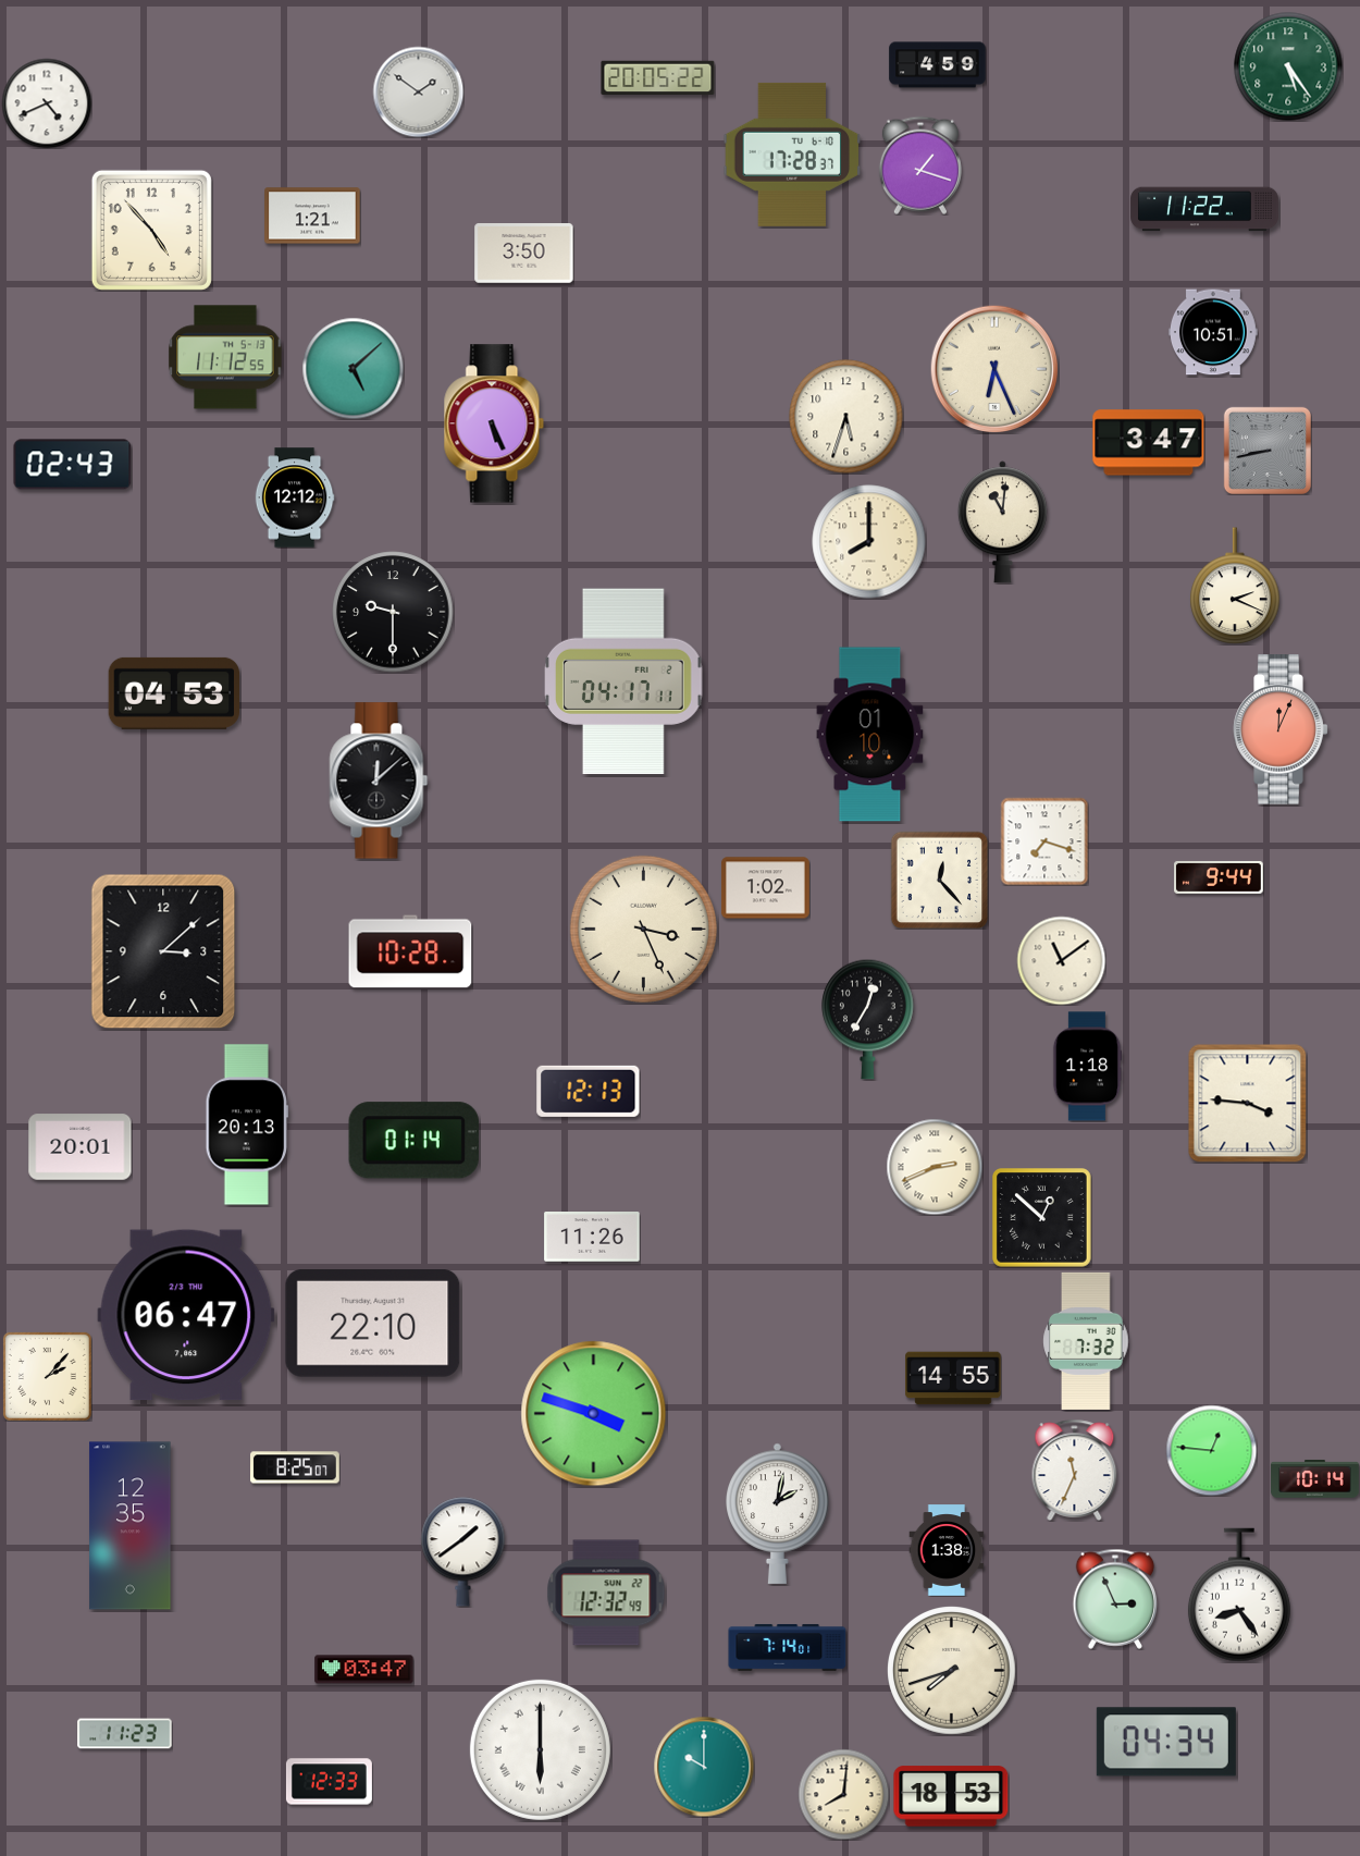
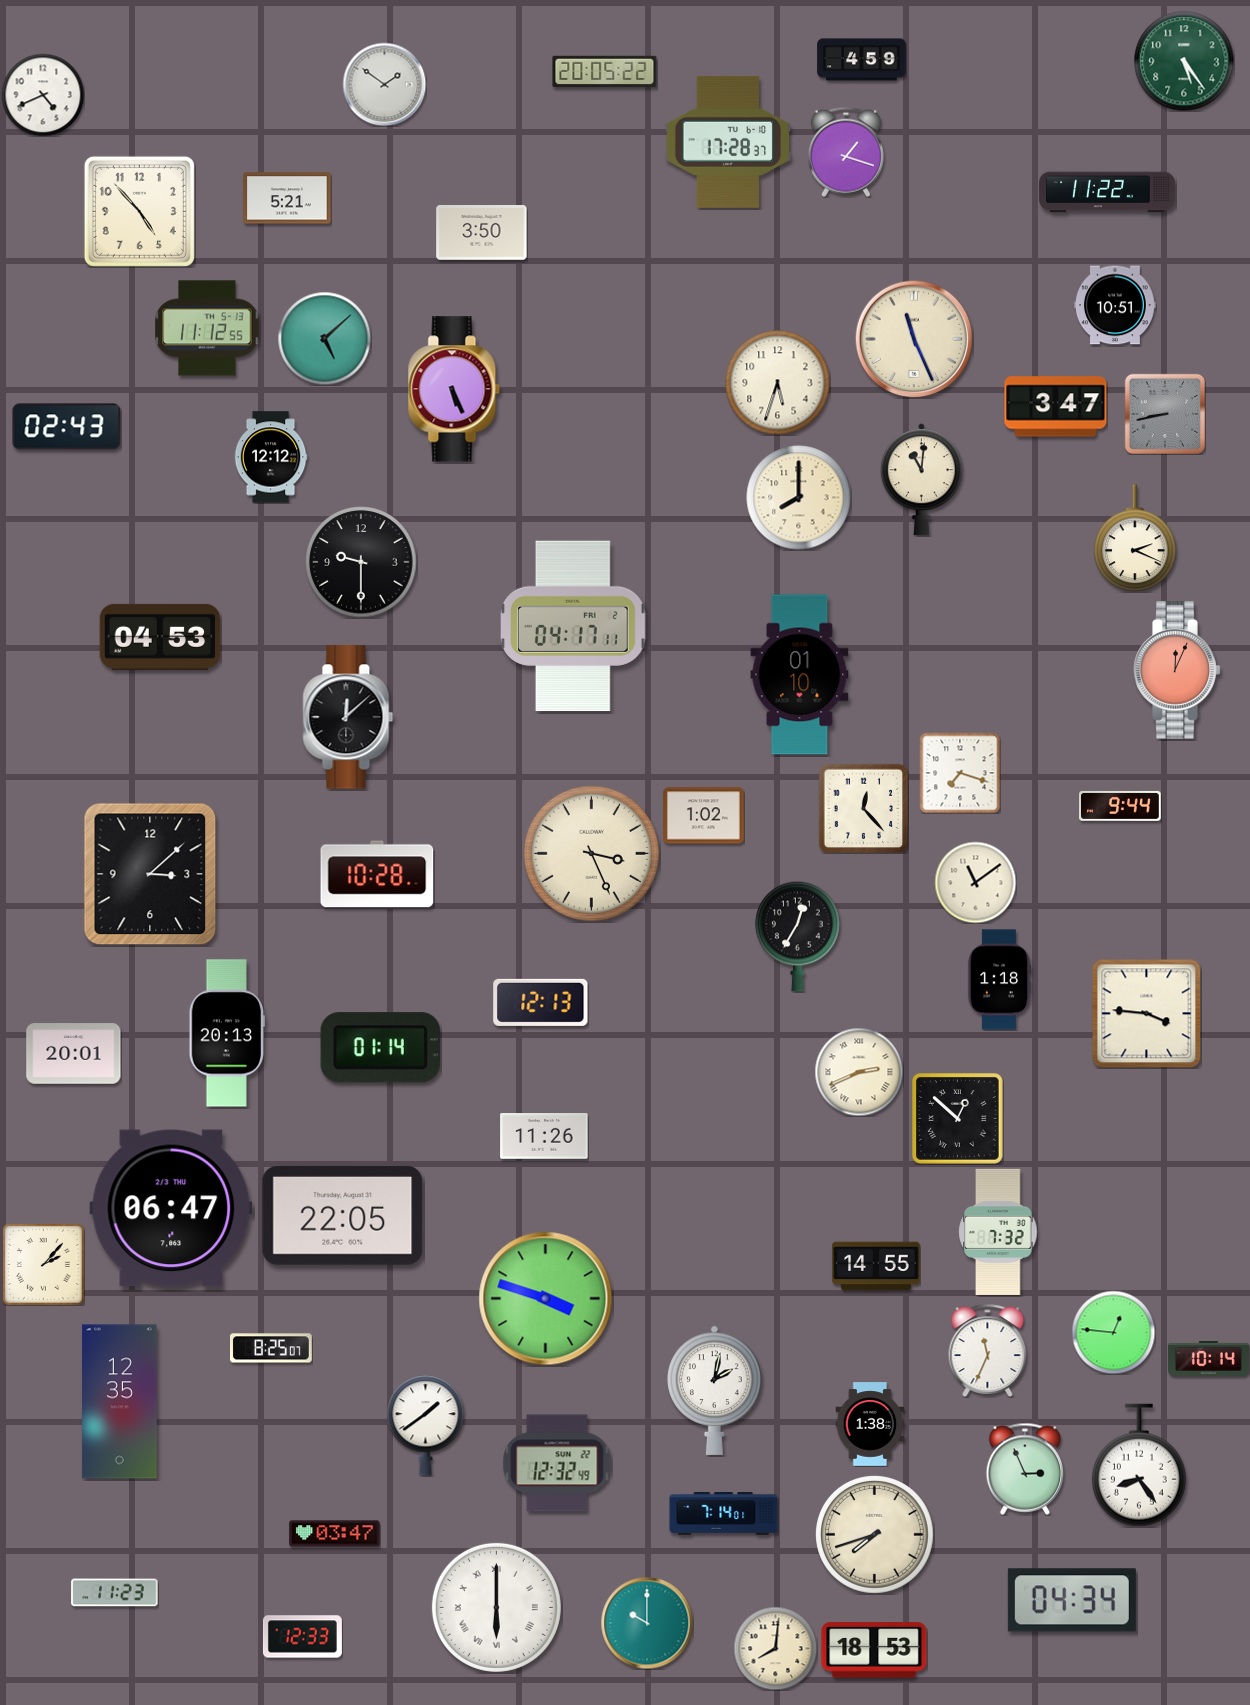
clock at (312, 216): 1:21 -> 5:21
clock at (994, 369): 6:26 -> 11:26
clock at (373, 1324): 22:10 -> 22:05
